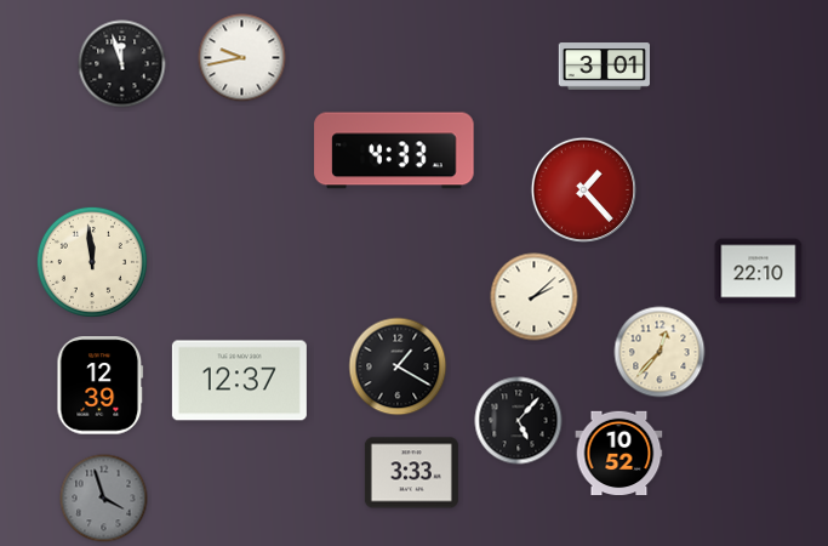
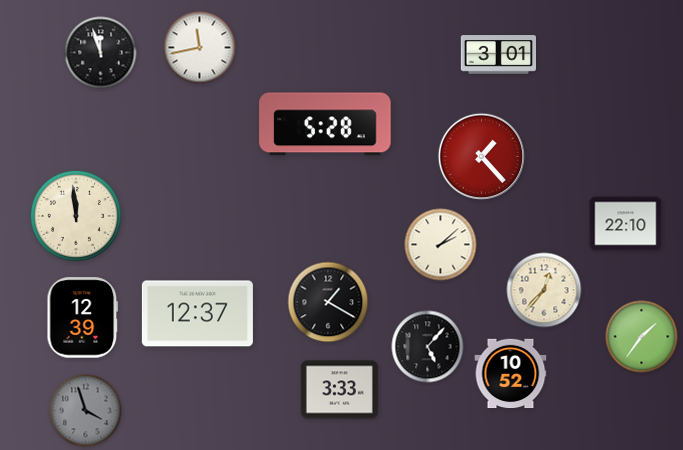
clock at (242, 58): 9:43 -> 11:43
clock at (394, 150): 4:33 -> 5:28
clock at (642, 337): none -> 1:36
